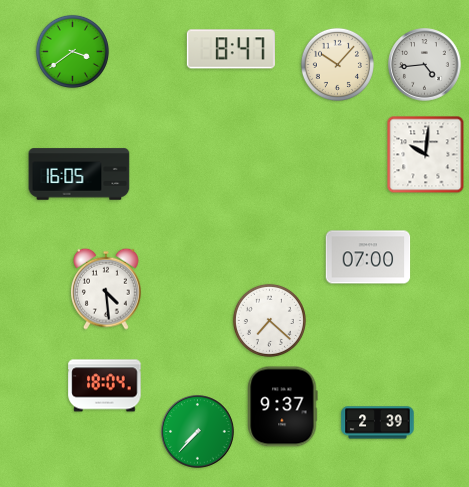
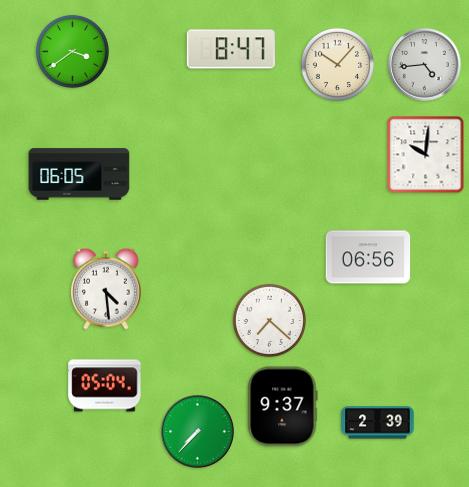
clock at (79, 174): 16:05 -> 06:05
clock at (368, 257): 07:00 -> 06:56
clock at (105, 386): 18:04 -> 05:04
